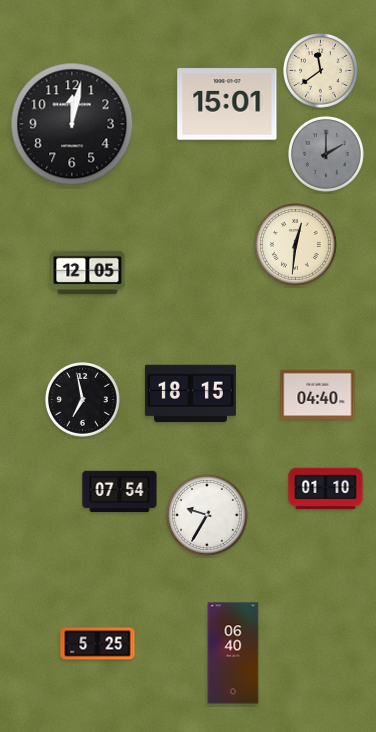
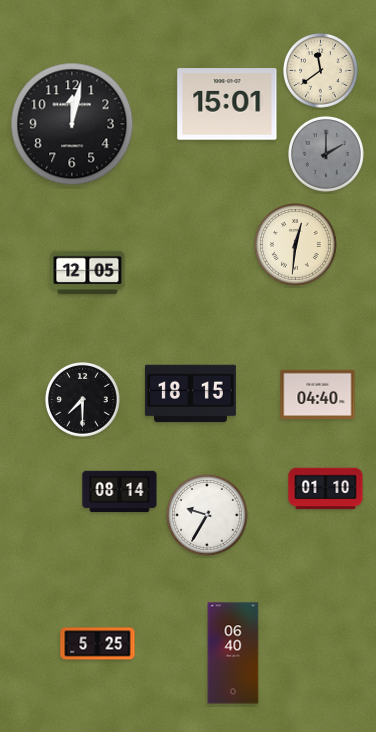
clock at (83, 400): 6:58 -> 7:30
clock at (120, 492): 07:54 -> 08:14
